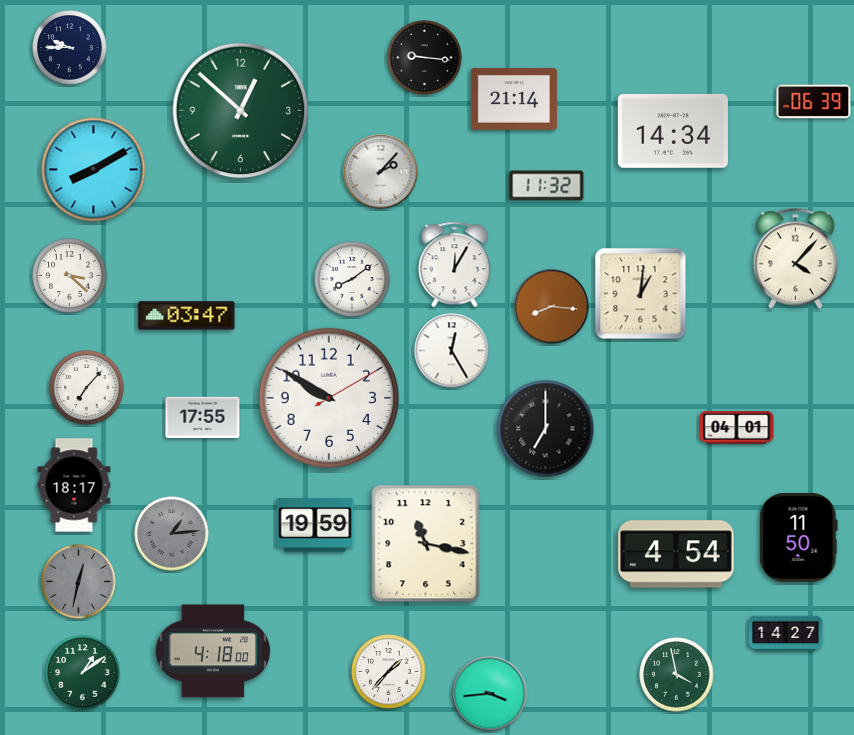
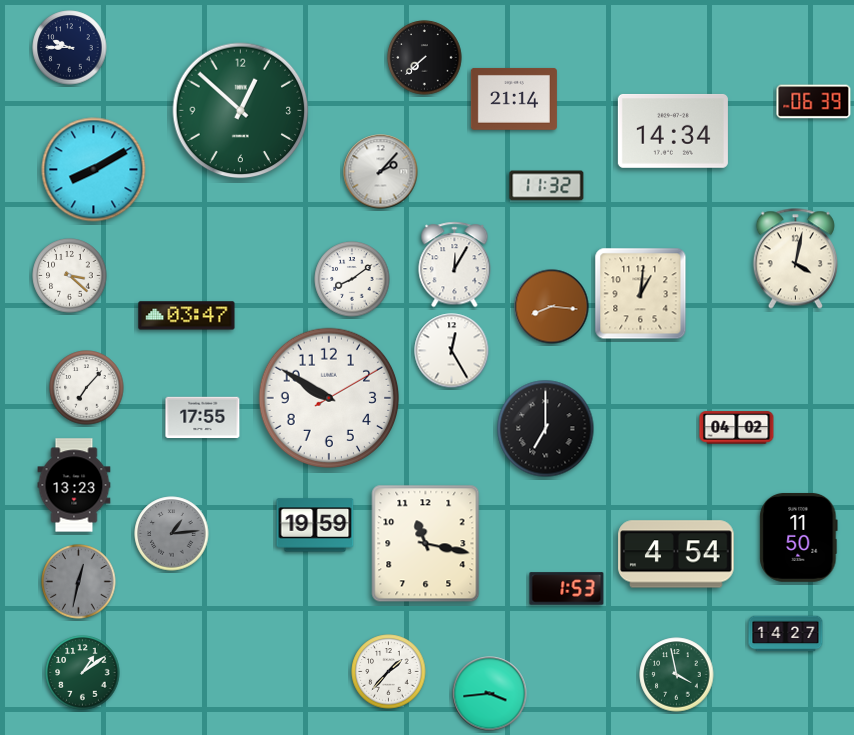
clock at (425, 58): 9:16 -> 7:38
clock at (795, 259): 4:07 -> 4:02
clock at (737, 428): 04:01 -> 04:02
clock at (74, 485): 18:17 -> 13:23
clock at (567, 589): none -> 1:53
clock at (213, 651): 4:18 -> none
